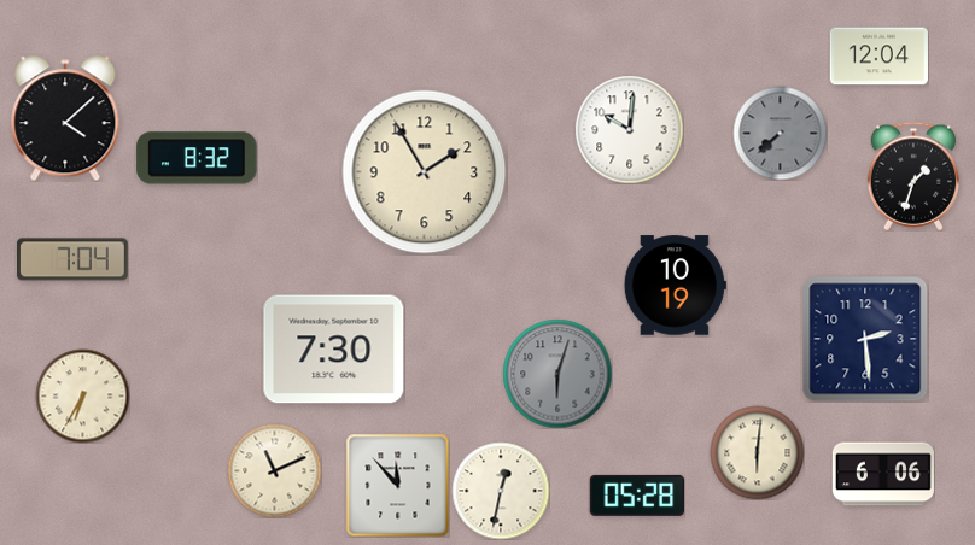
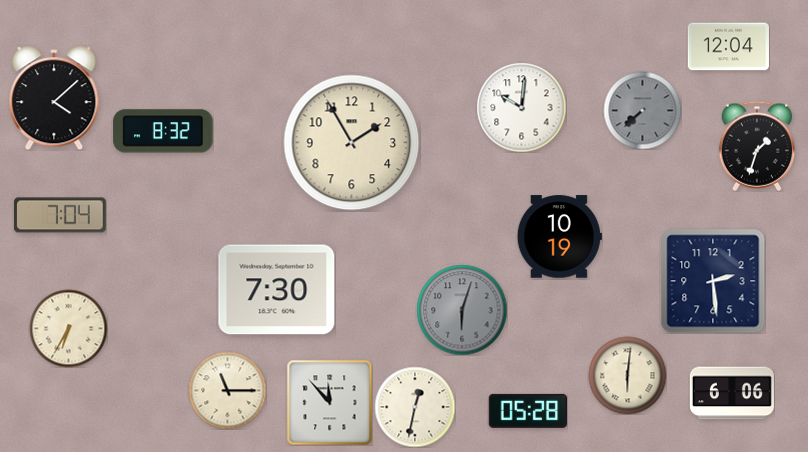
clock at (780, 133) position: (780, 133) -> (642, 110)
clock at (865, 339) position: (865, 339) -> (713, 281)
clock at (274, 470): 11:11 -> 11:15
